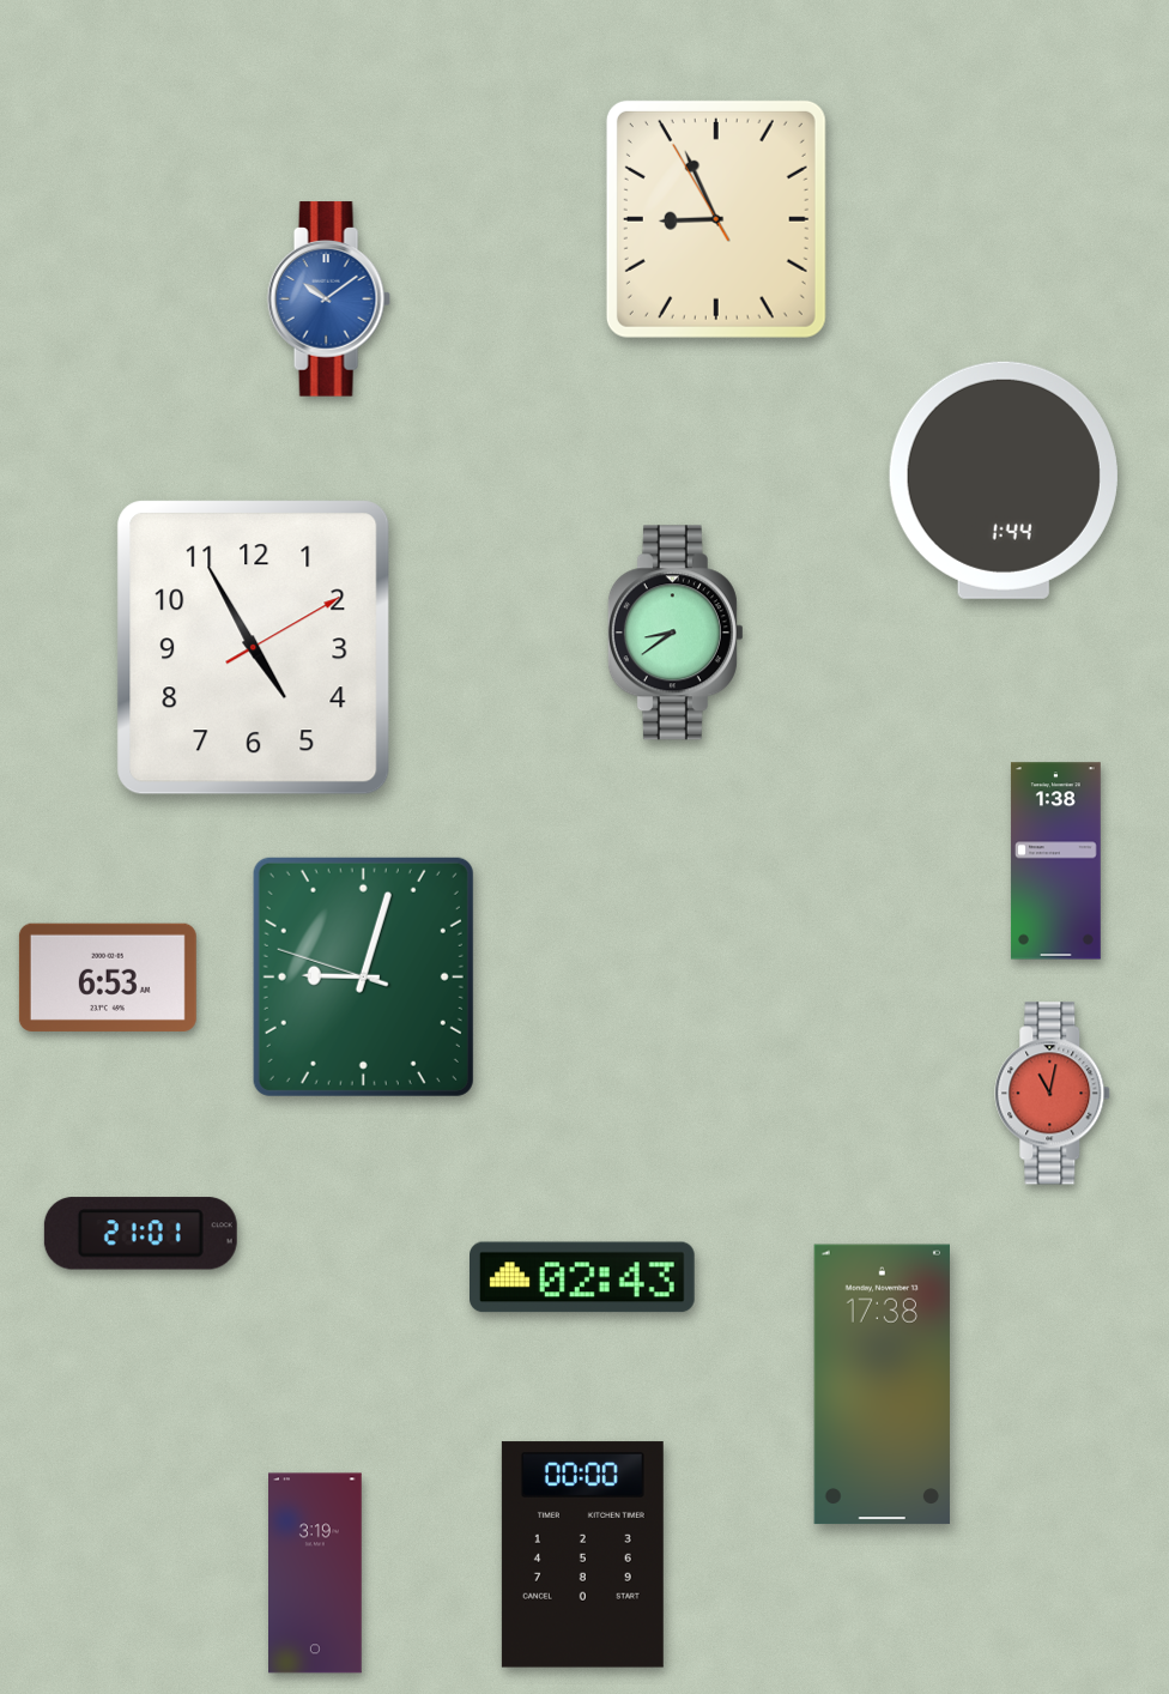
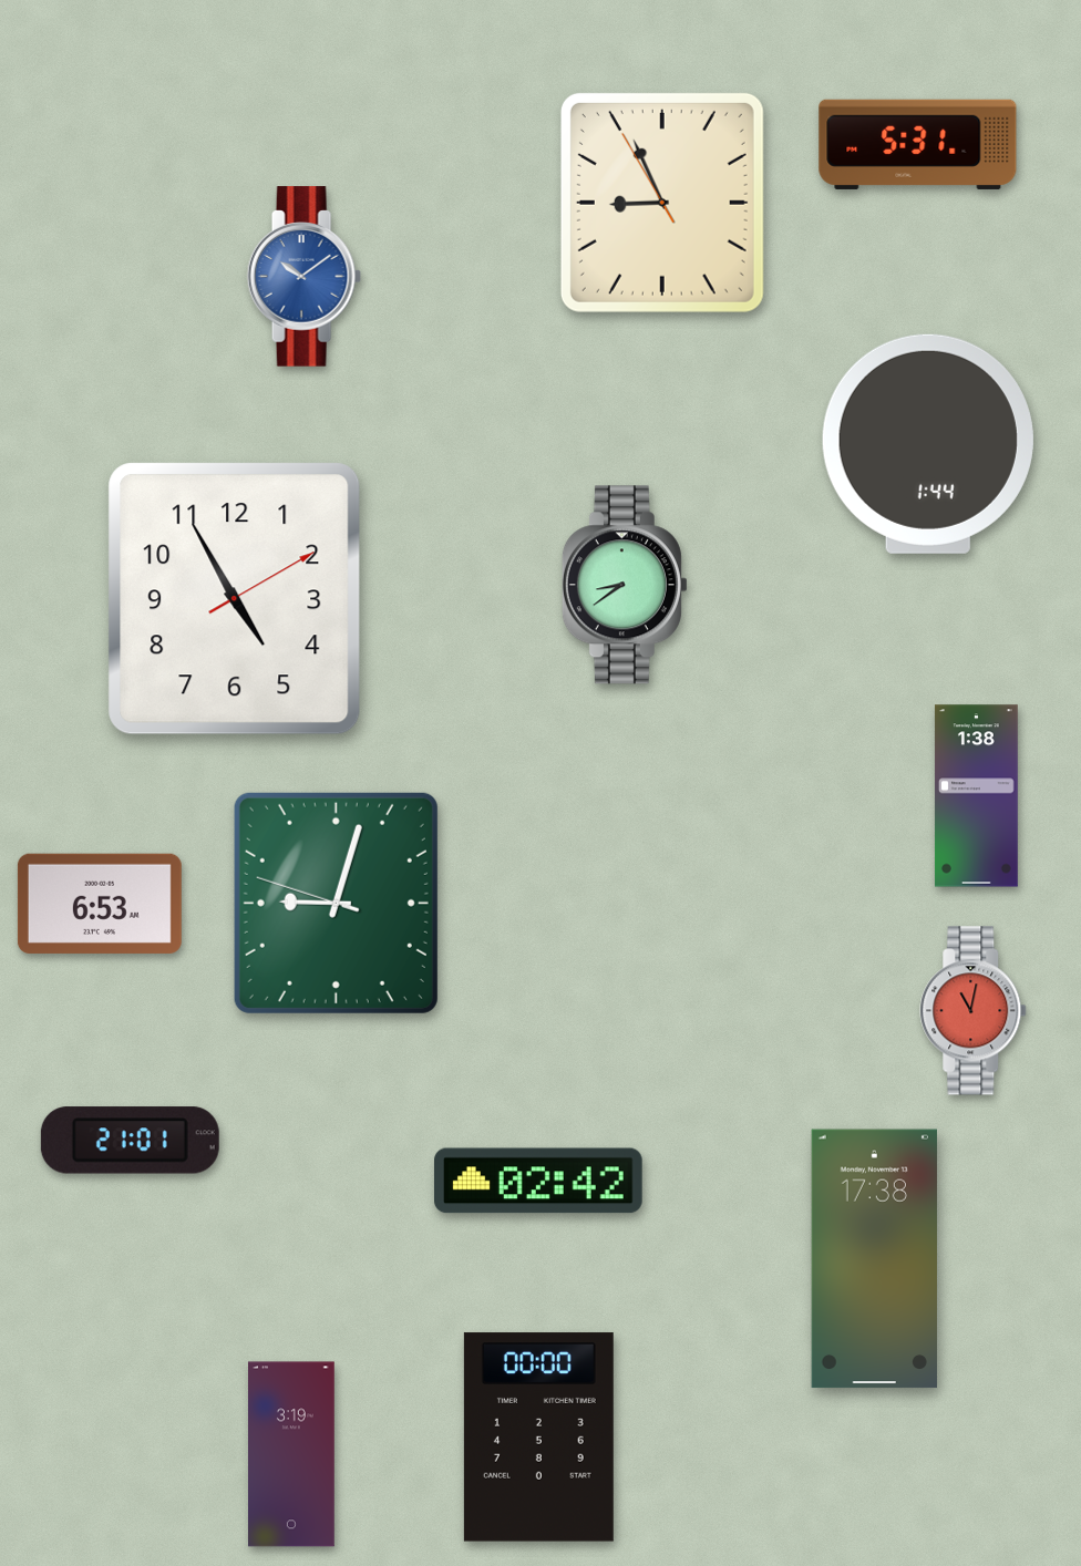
clock at (918, 144): none -> 5:31
clock at (583, 1277): 02:43 -> 02:42
clock at (882, 1385) position: (882, 1385) -> (874, 1259)
